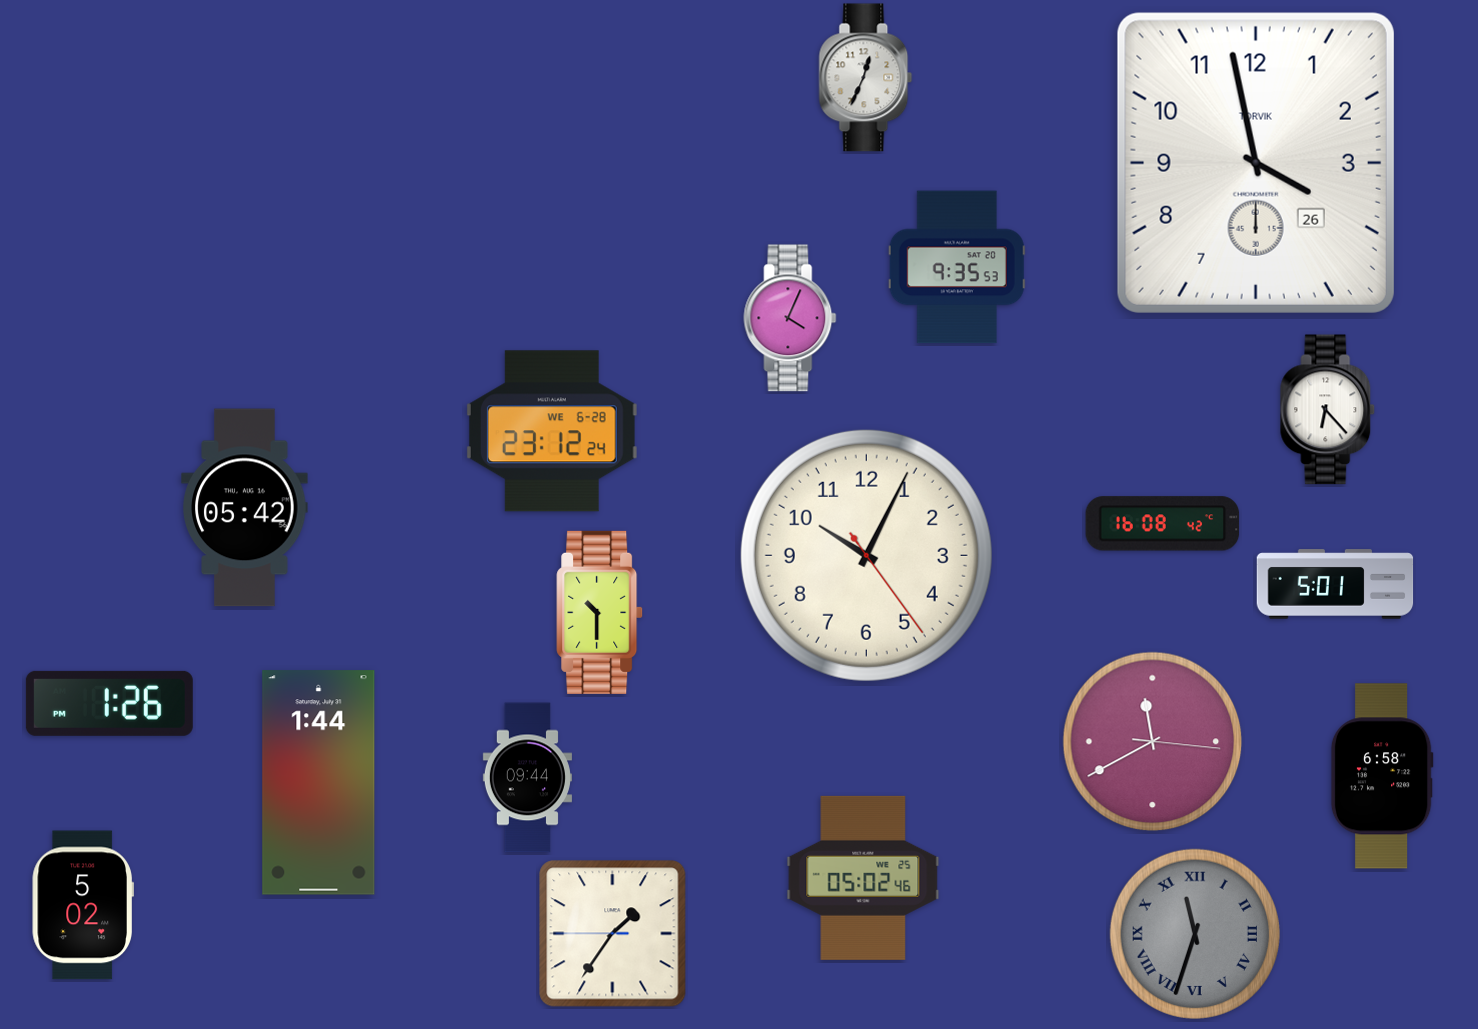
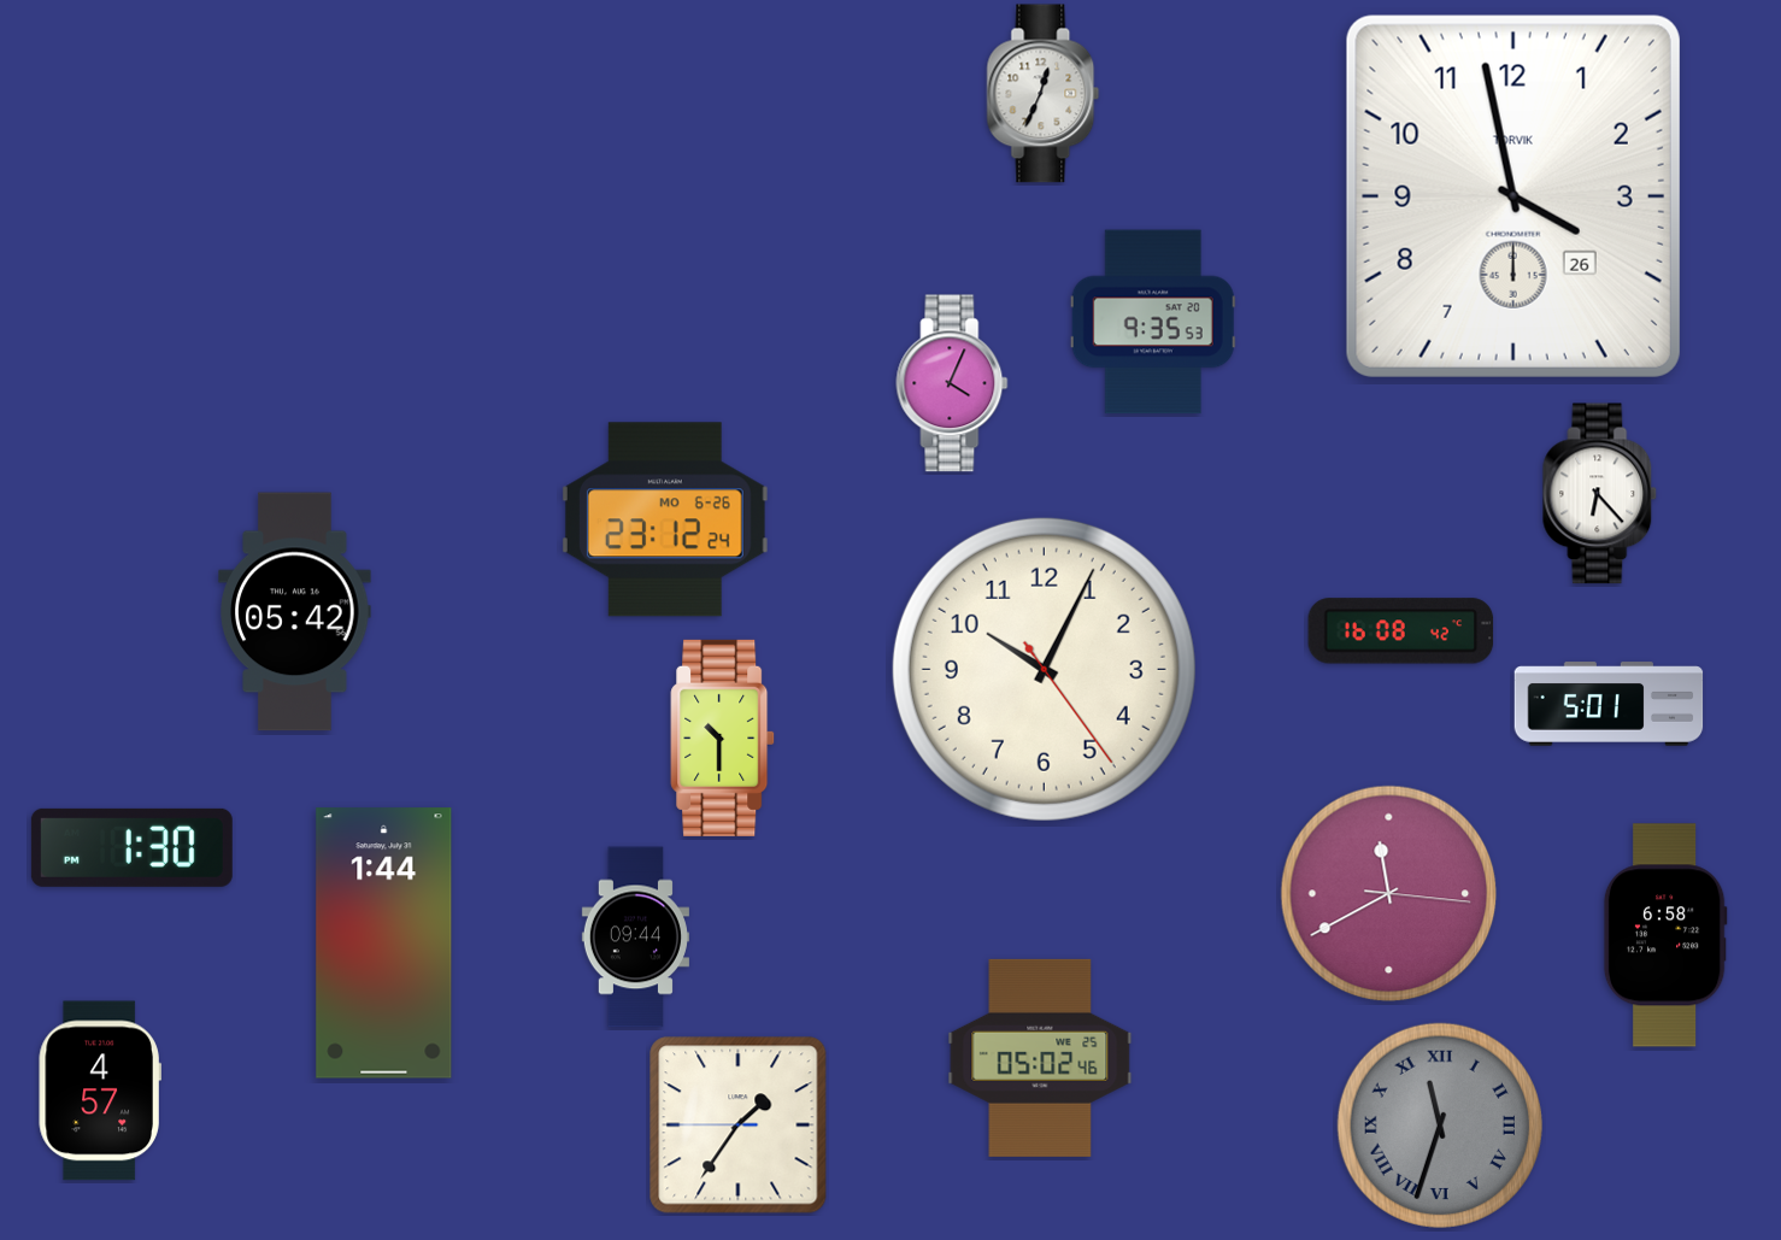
clock at (552, 431) date: WE 6-28 -> MO 6-26
clock at (109, 703): 1:26 -> 1:30
clock at (83, 905): 5:02 -> 4:57
